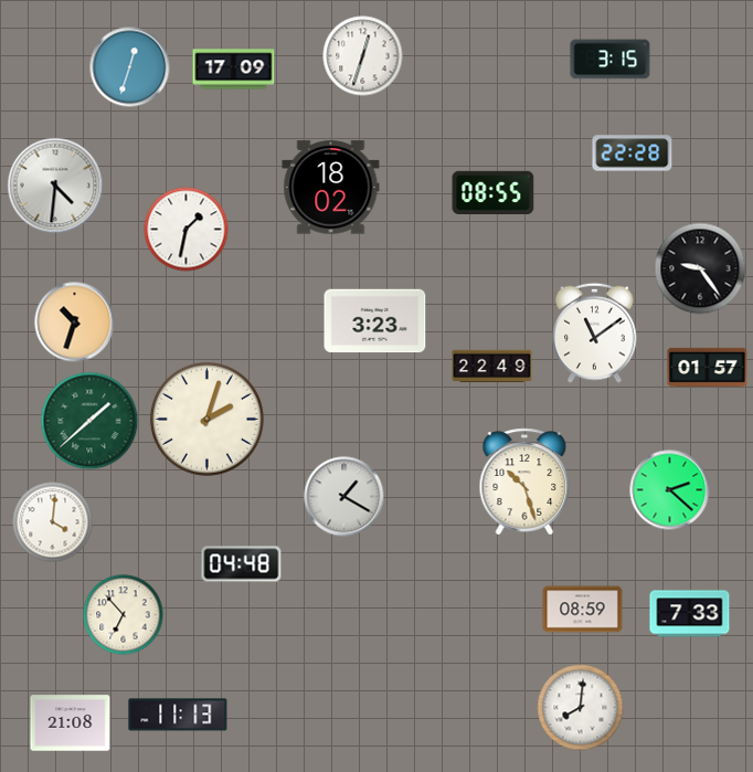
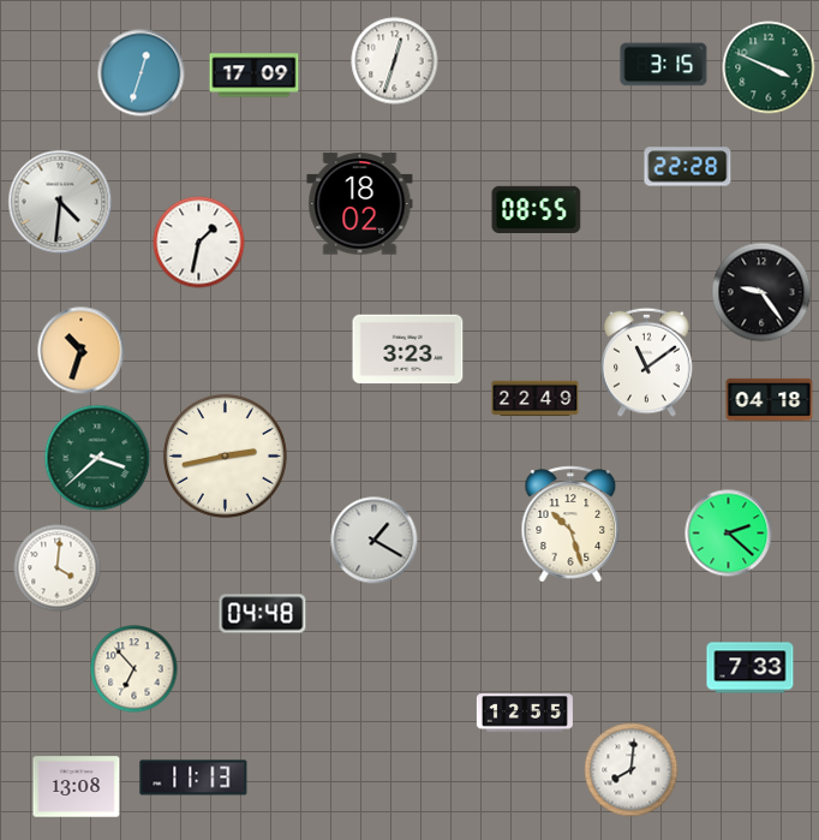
clock at (769, 67): none -> 3:49
clock at (187, 230) position: (187, 230) -> (199, 243)
clock at (708, 367): 01:57 -> 04:18
clock at (206, 419): 2:03 -> 2:43
clock at (89, 421): 1:38 -> 3:38
clock at (583, 610): 08:59 -> none
clock at (525, 713): none -> 12:55
clock at (71, 723): 21:08 -> 13:08
